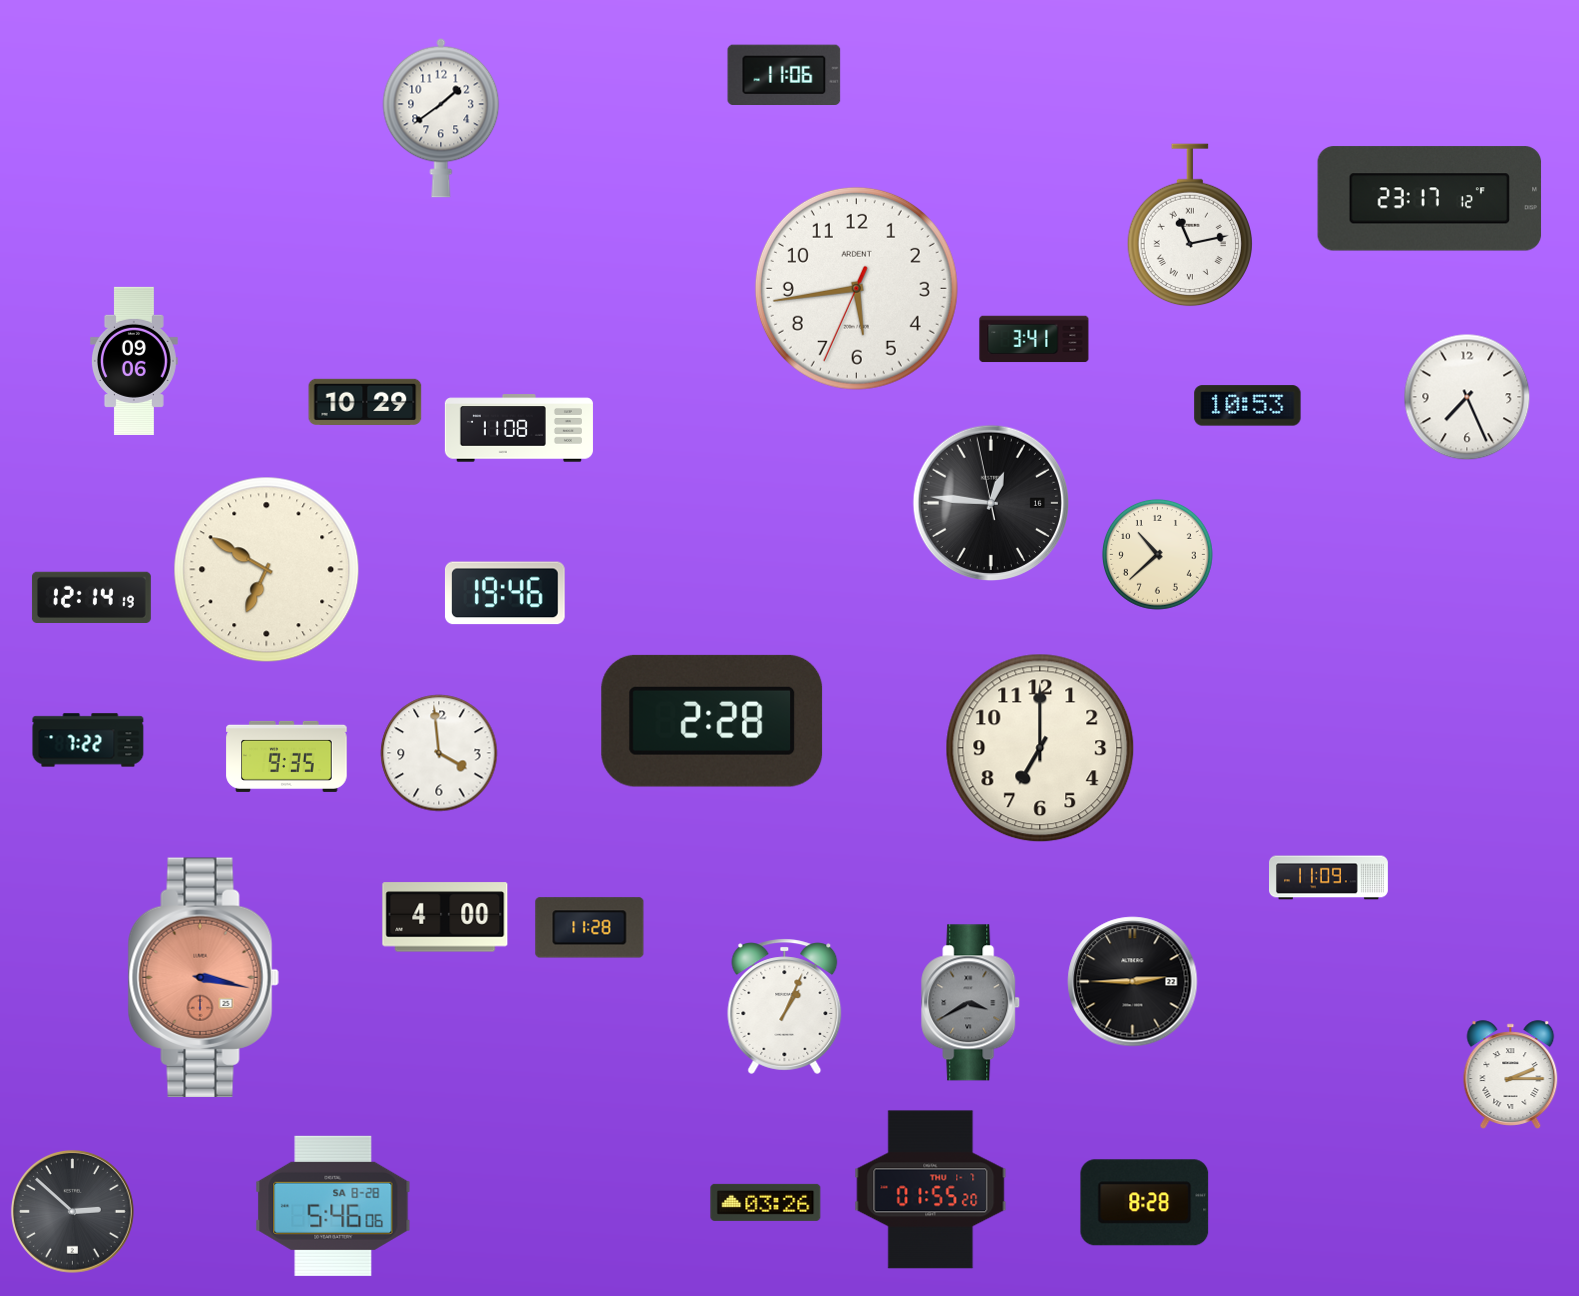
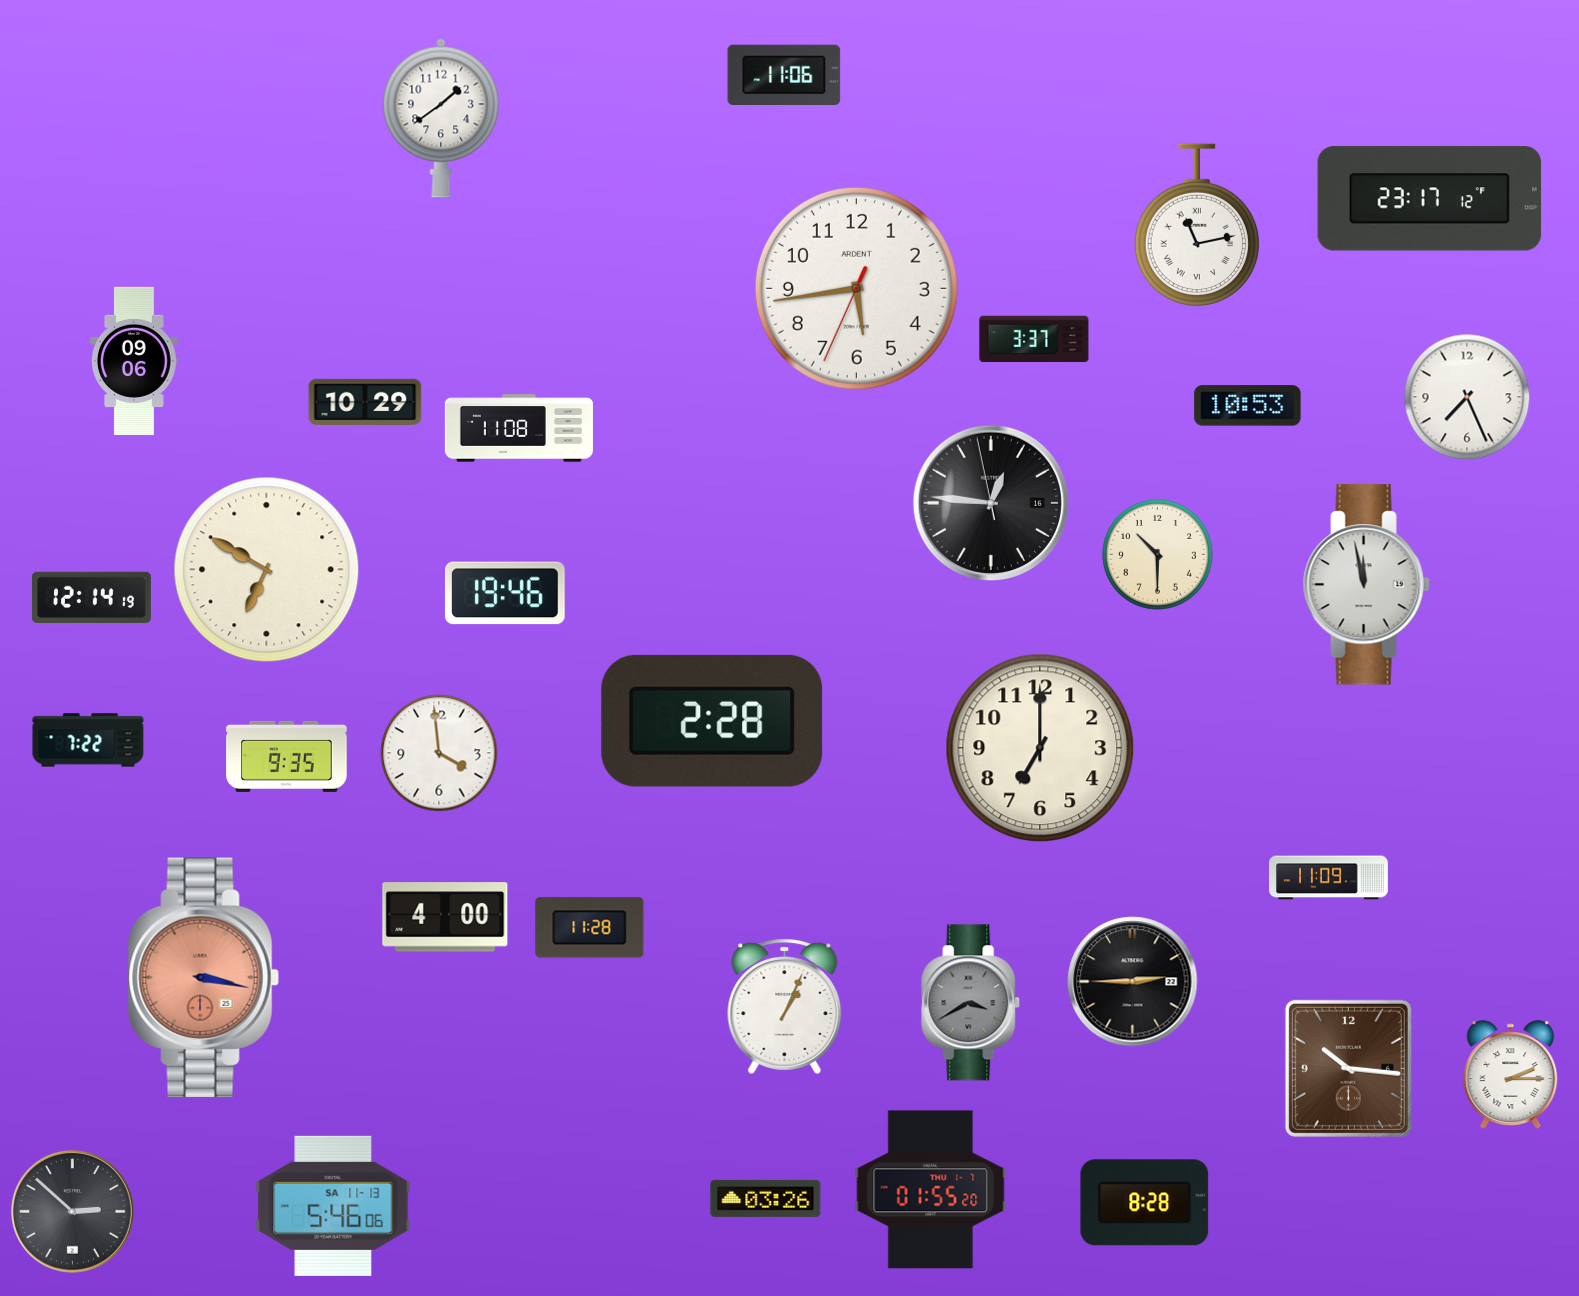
clock at (1190, 225) position: (1190, 225) -> (1197, 225)
clock at (1034, 339): 3:41 -> 3:37
clock at (1157, 554): 10:38 -> 10:30
clock at (1366, 585): none -> 11:58
clock at (1348, 1068): none -> 10:16
clock at (766, 1202) position: (766, 1202) -> (766, 1198)
clock at (333, 1206) date: SA 8-28 -> SA 11-13
